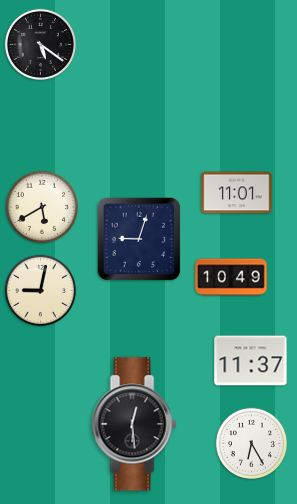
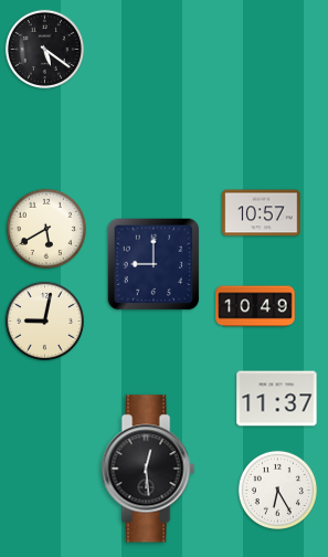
clock at (237, 193): 11:01 -> 10:57
clock at (139, 239): 9:03 -> 9:00
